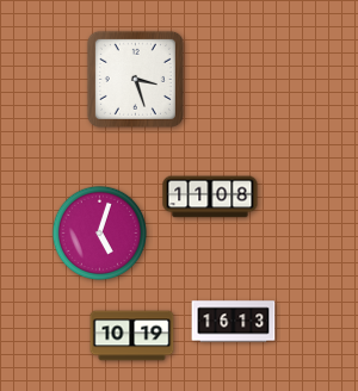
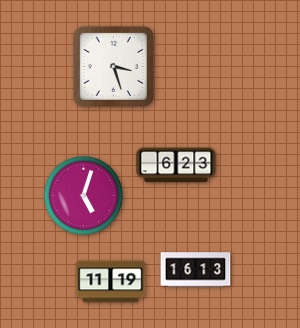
clock at (210, 197): 11:08 -> 6:23
clock at (132, 336): 10:19 -> 11:19
